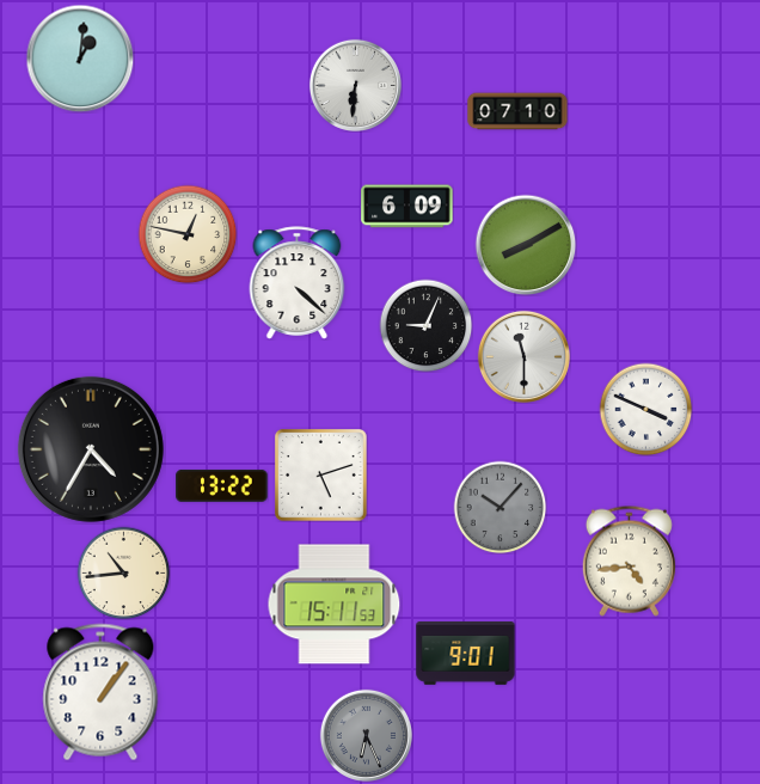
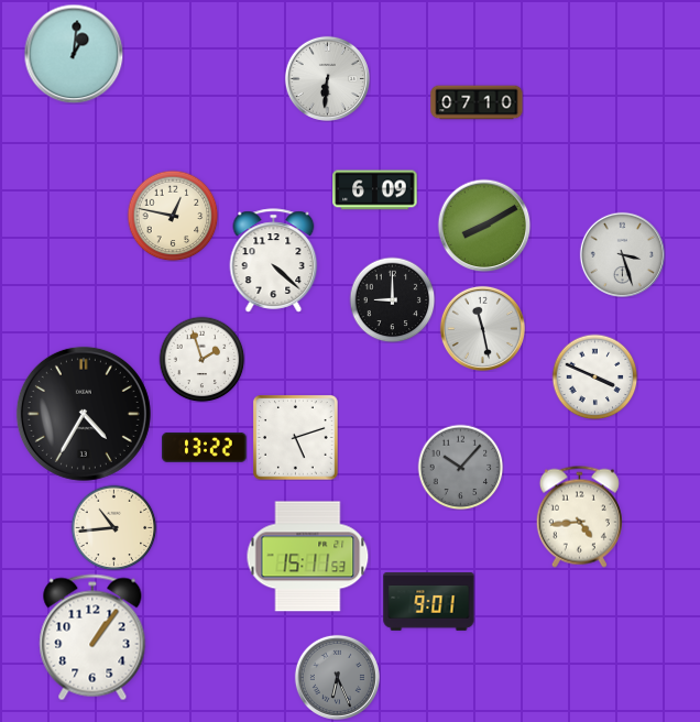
clock at (622, 254): none -> 3:27
clock at (425, 325): 9:04 -> 9:00
clock at (523, 356): 11:30 -> 11:28
clock at (201, 359): none -> 1:57
